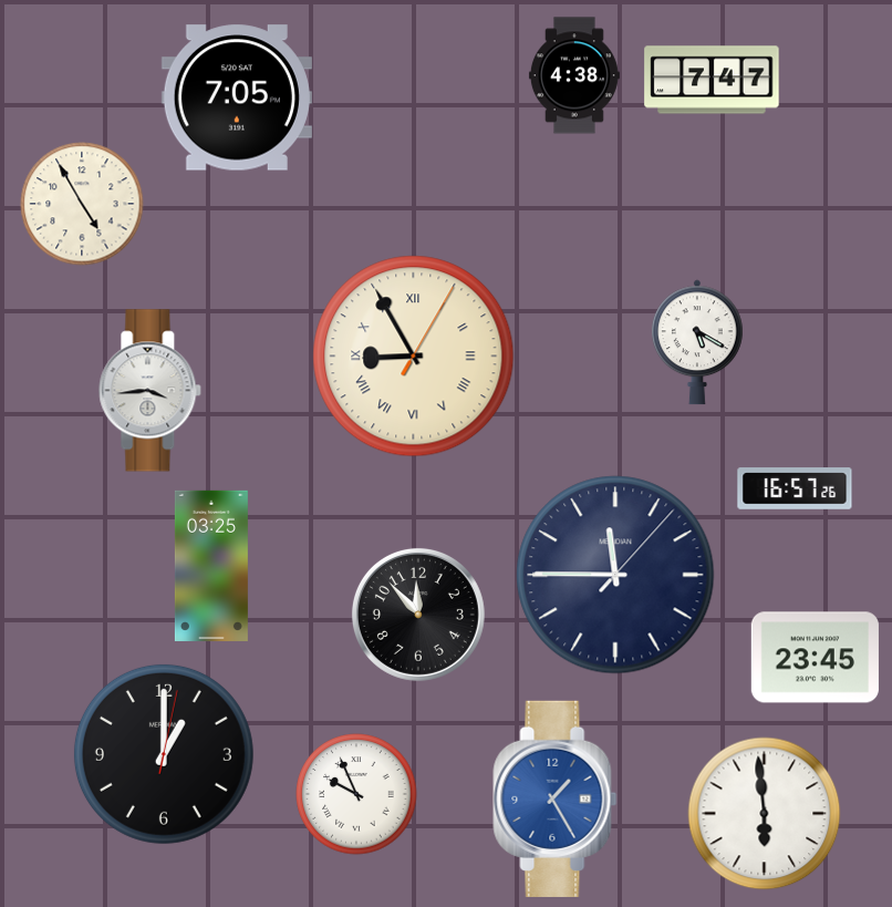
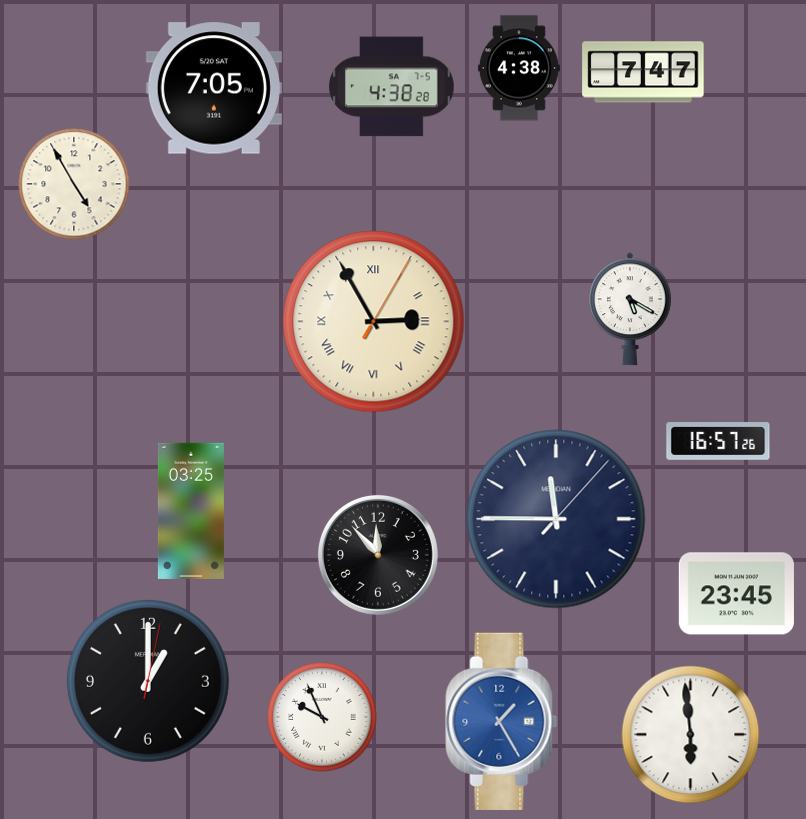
clock at (392, 87): none -> 4:38
clock at (414, 357): 8:55 -> 2:55
clock at (151, 391): 3:44 -> none
